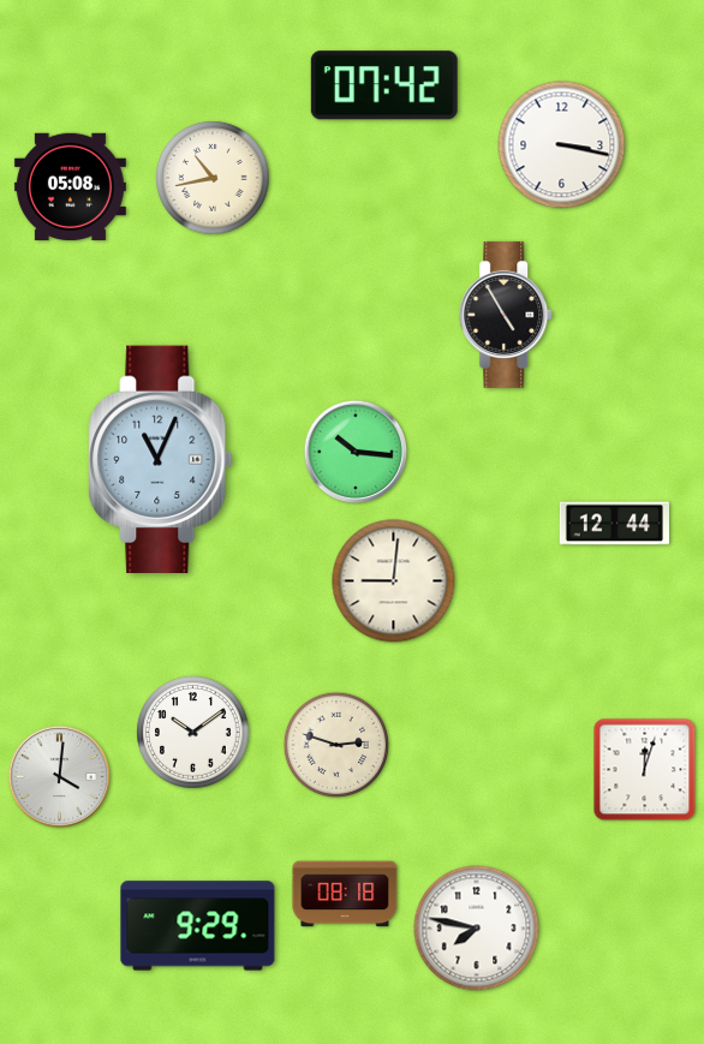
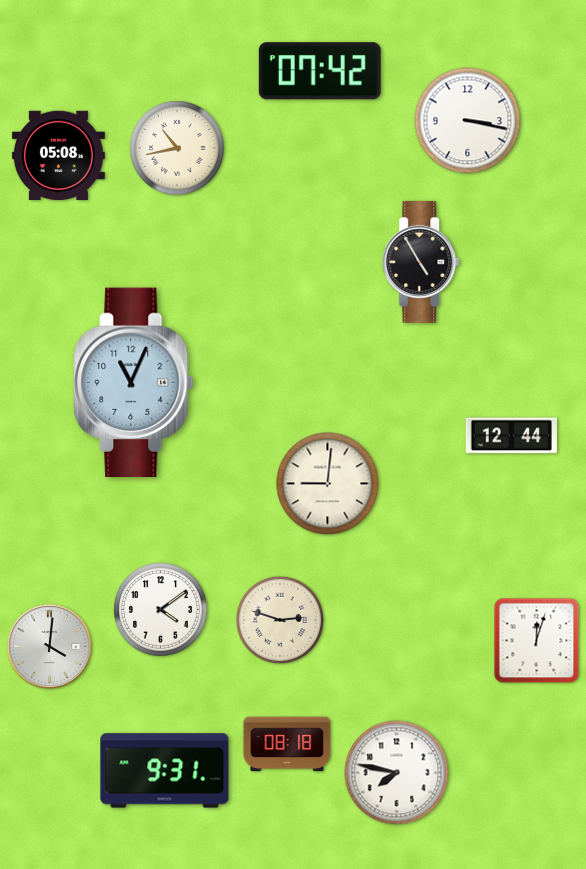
clock at (356, 452): 10:16 -> none
clock at (193, 733): 10:09 -> 4:09
clock at (198, 926): 9:29 -> 9:31
